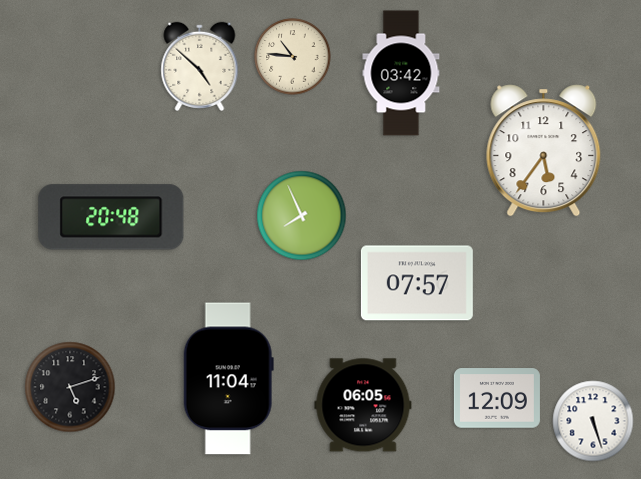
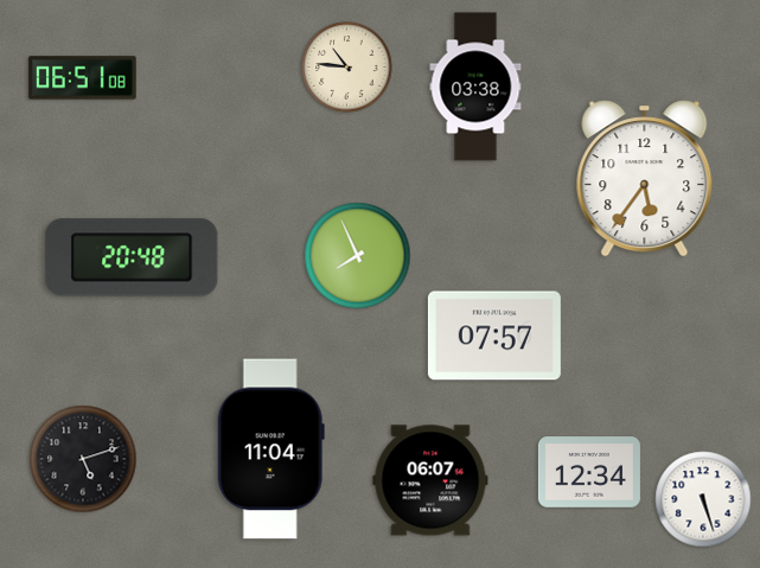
clock at (83, 78): none -> 06:51
clock at (200, 66): 4:52 -> none
clock at (401, 73): 03:42 -> 03:38
clock at (497, 398): 12:09 -> 12:34
clock at (363, 405): 06:05 -> 06:07
